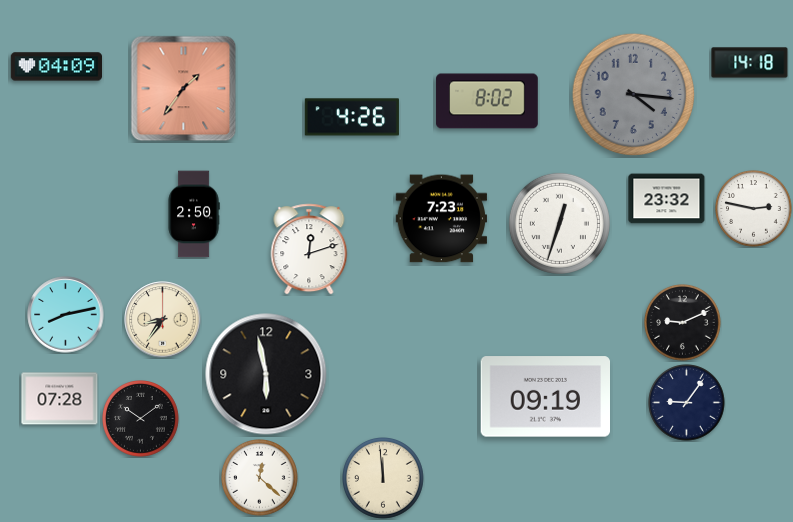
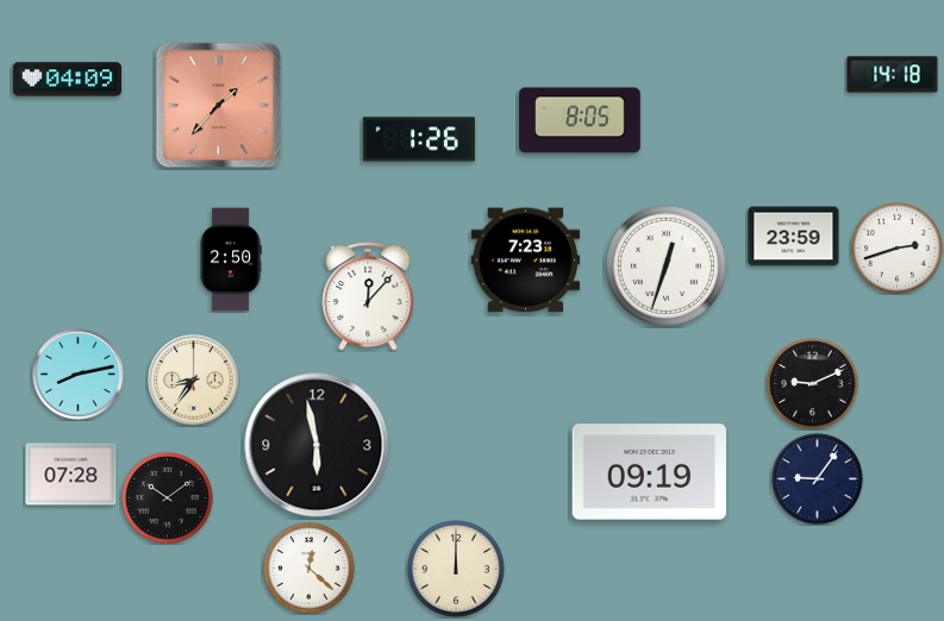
clock at (184, 89): 1:36 -> 1:37
clock at (633, 94): 4:16 -> none
clock at (487, 101): 8:02 -> 8:05
clock at (352, 117): 4:26 -> 1:26
clock at (667, 199): 23:32 -> 23:59
clock at (754, 209): 2:47 -> 2:42
clock at (194, 214) position: (194, 214) -> (231, 259)
clock at (309, 249): 12:12 -> 12:07
clock at (384, 479): 11:59 -> 12:00
